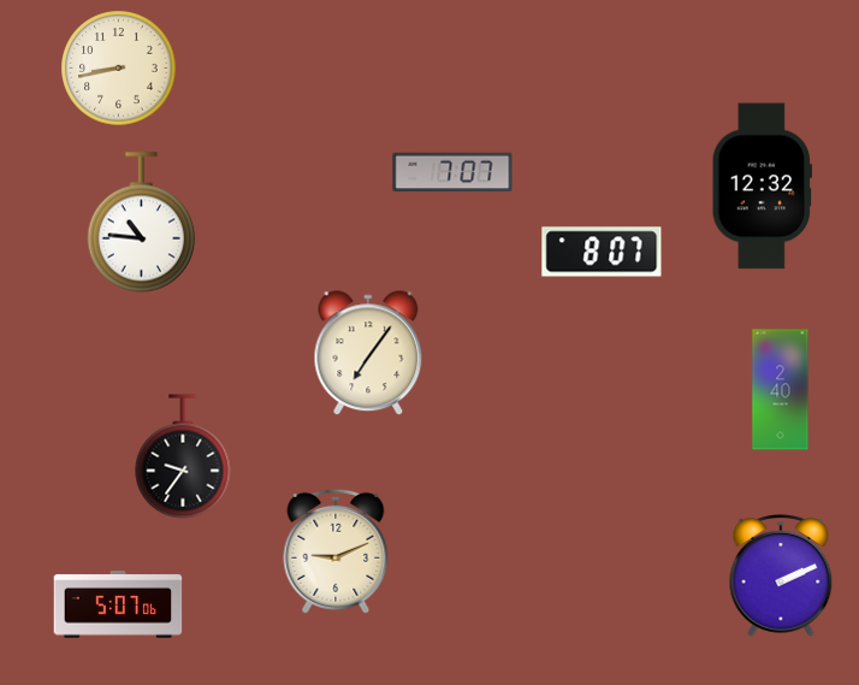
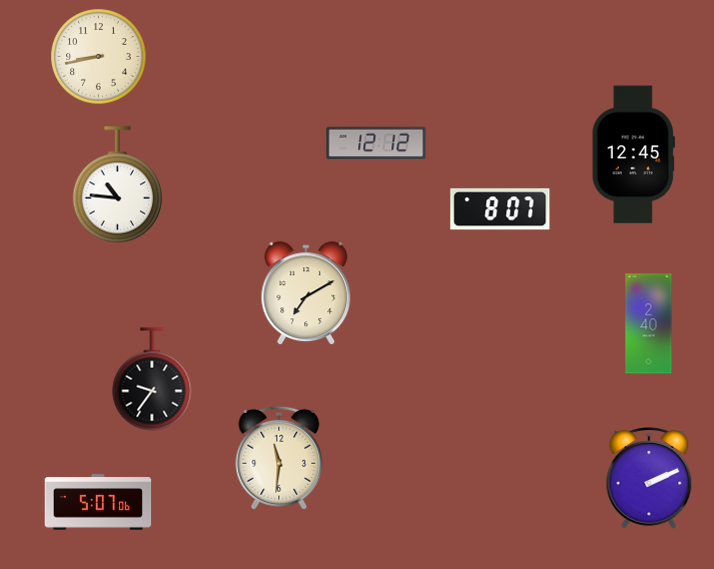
clock at (452, 172): 7:07 -> 12:12
clock at (762, 187): 12:32 -> 12:45
clock at (368, 354): 7:06 -> 7:10
clock at (336, 551): 9:11 -> 11:31
